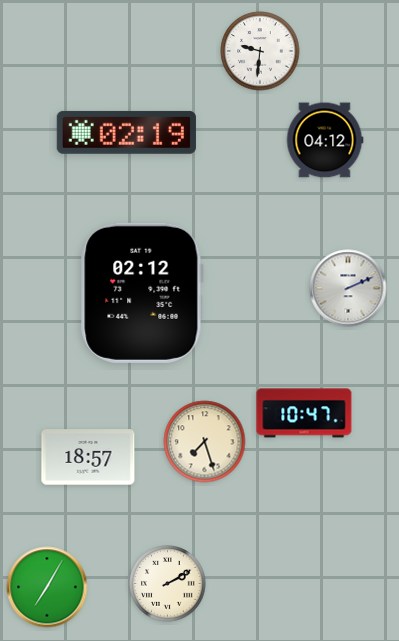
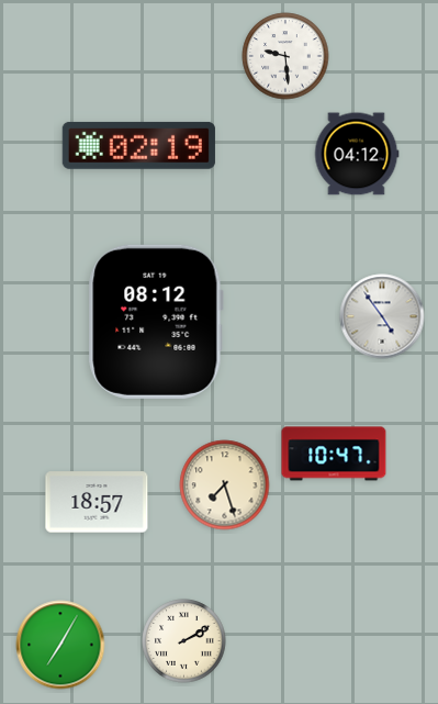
clock at (260, 51): 9:31 -> 9:29
clock at (348, 288): 2:11 -> 4:54
clock at (142, 293): 02:12 -> 08:12
clock at (47, 587) position: (47, 587) -> (60, 645)
